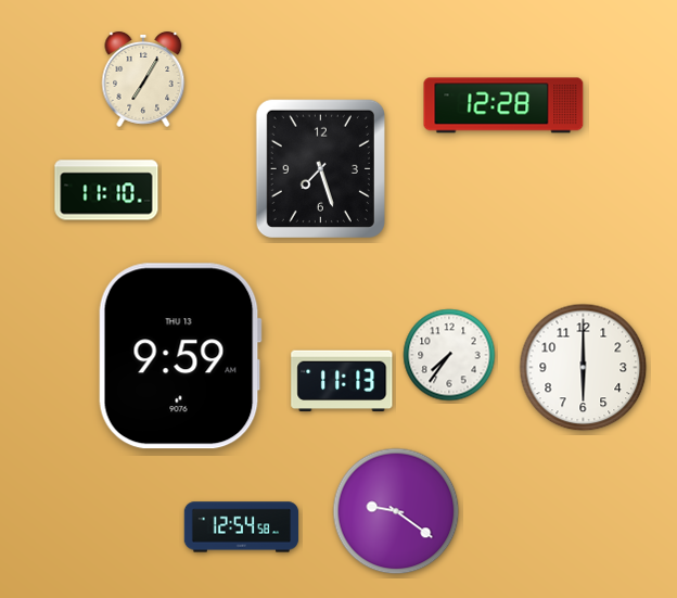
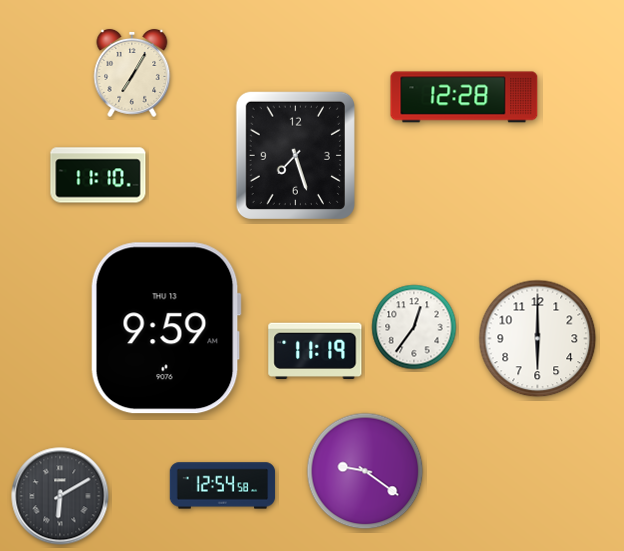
clock at (449, 355): 7:36 -> 12:36
clock at (342, 381): 11:13 -> 11:19
clock at (60, 496): none -> 6:10
